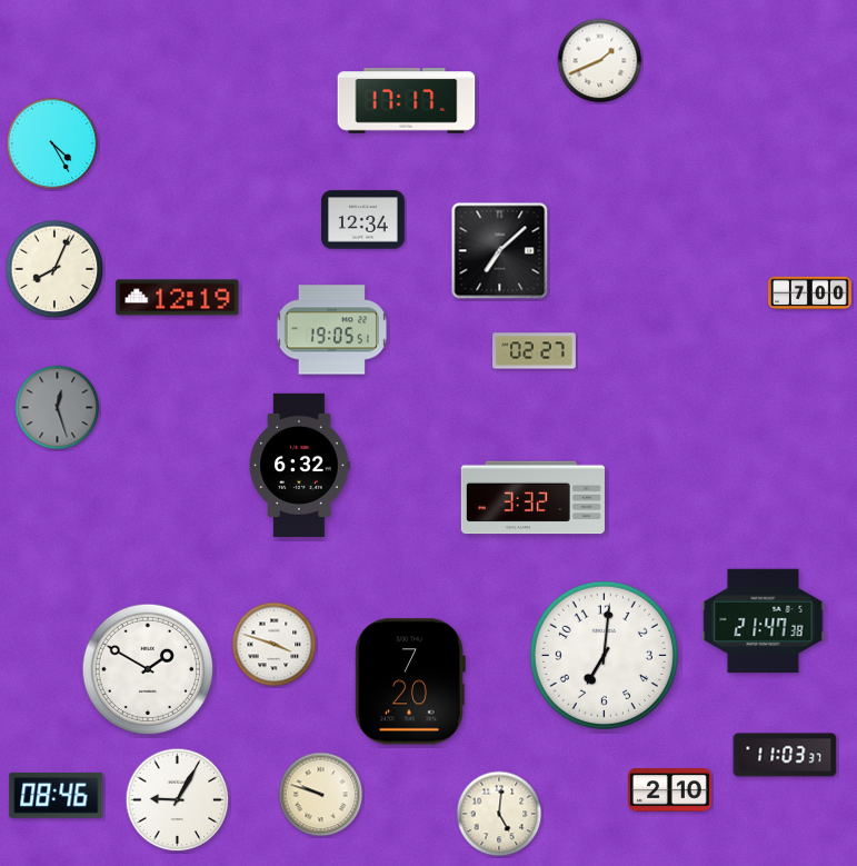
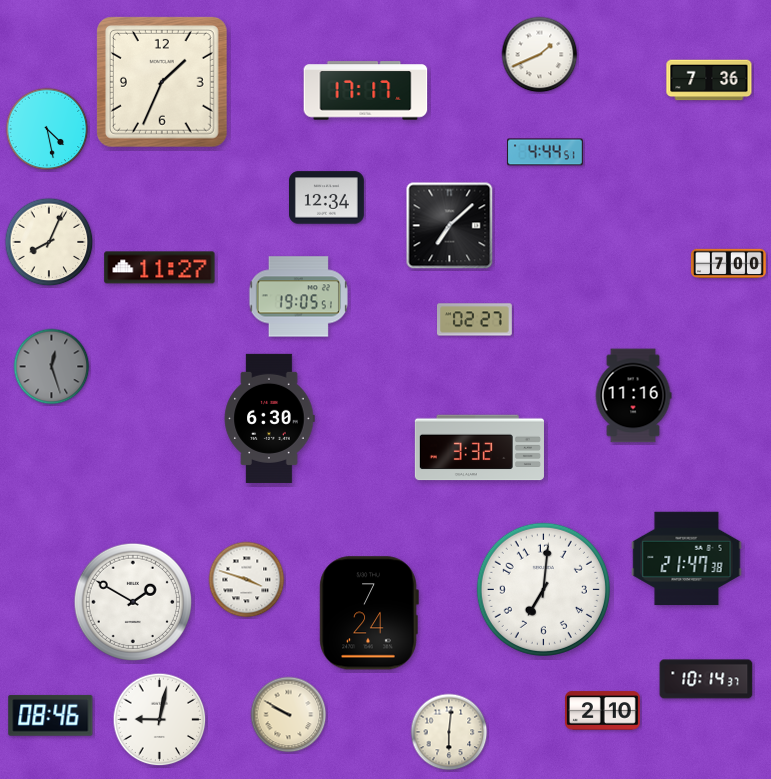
clock at (709, 80): none -> 7:36
clock at (162, 82): none -> 1:34
clock at (52, 143): 4:25 -> 4:28
clock at (546, 152): none -> 4:44
clock at (178, 298): 12:19 -> 11:27
clock at (535, 351) position: (535, 351) -> (475, 320)
clock at (633, 396): none -> 11:16
clock at (299, 465): 6:32 -> 6:30
clock at (410, 681): 7:20 -> 7:24
clock at (785, 755): 11:03 -> 10:14
clock at (321, 795): 9:48 -> 9:50
clock at (178, 800): 9:05 -> 9:02
clock at (499, 814): 5:01 -> 6:01
